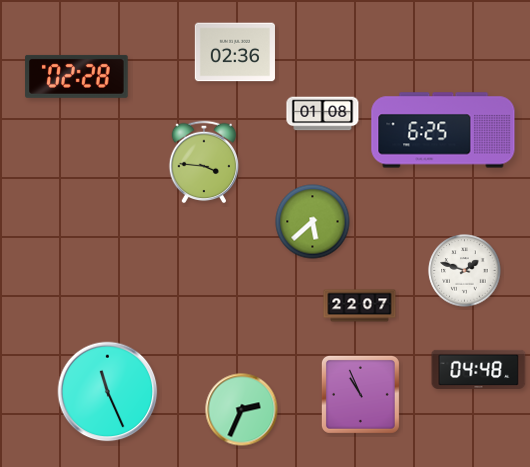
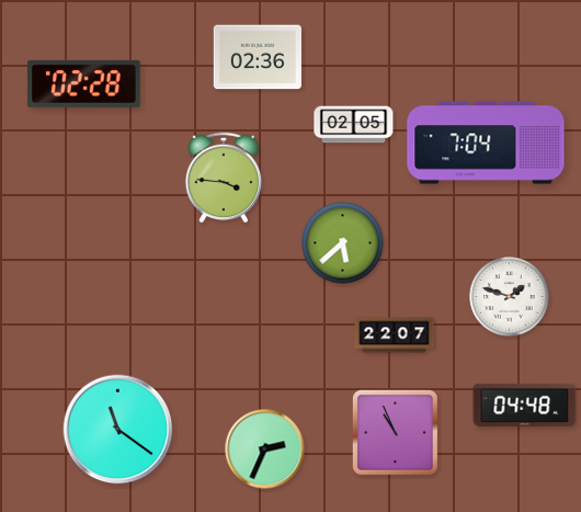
clock at (323, 114): 01:08 -> 02:05
clock at (443, 130): 6:25 -> 7:04
clock at (108, 392): 11:26 -> 11:21
